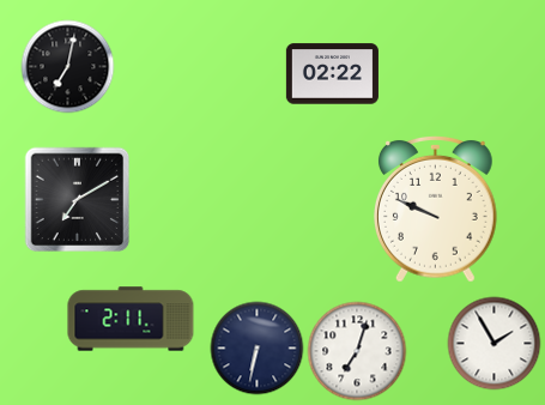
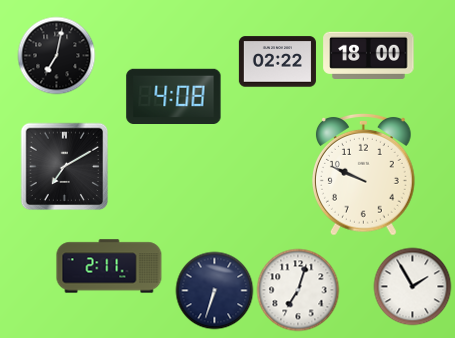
clock at (369, 55): none -> 18:00
clock at (174, 96): none -> 4:08
clock at (256, 347): 6:32 -> 6:33
clock at (357, 351) position: (357, 351) -> (298, 290)
